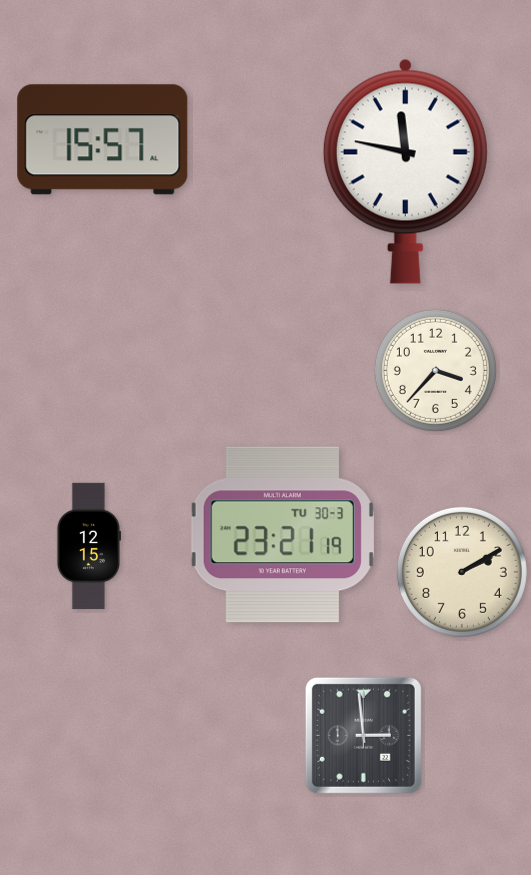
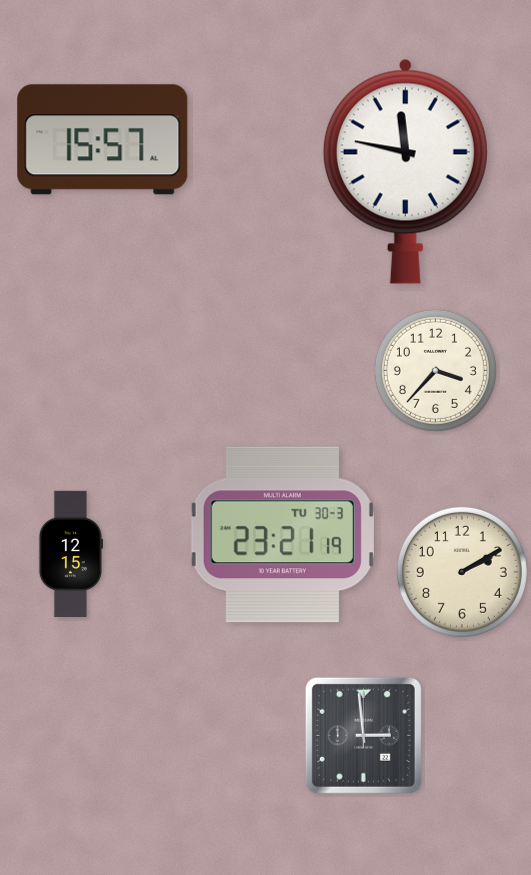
clock at (88, 546) position: (88, 546) -> (70, 554)
